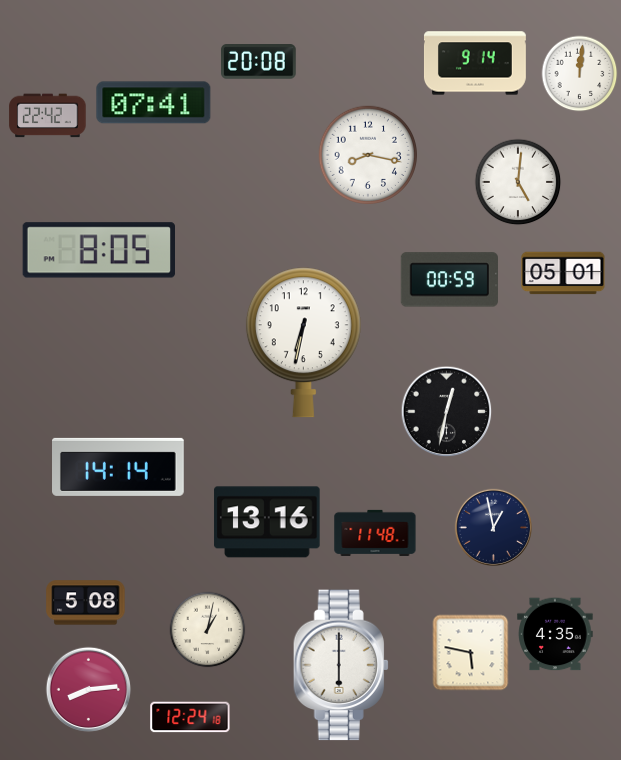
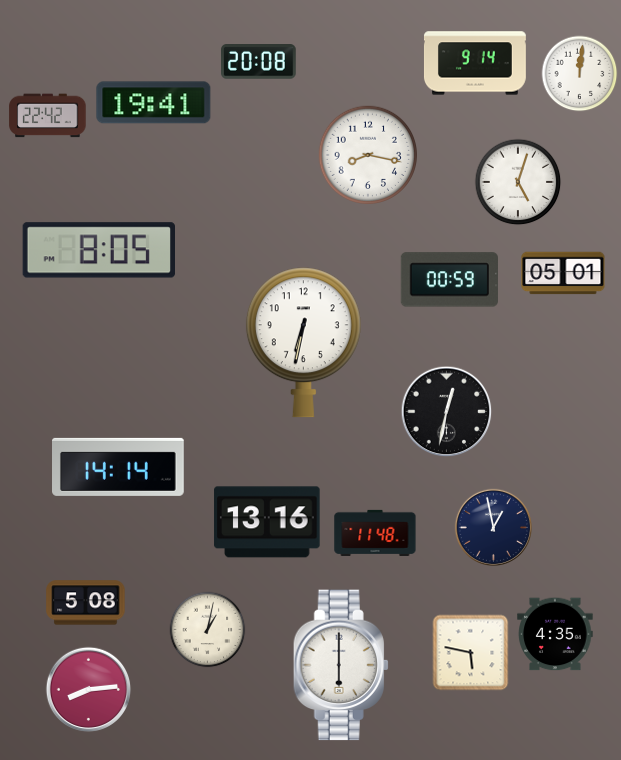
clock at (154, 103): 07:41 -> 19:41
clock at (518, 182): 5:01 -> 5:03
clock at (190, 717): 12:24 -> none
